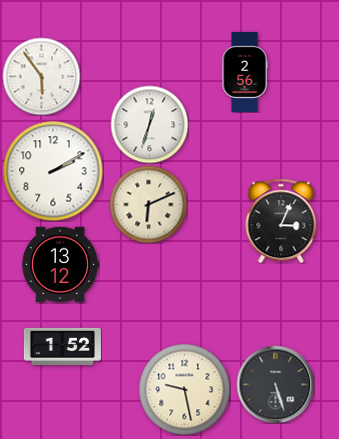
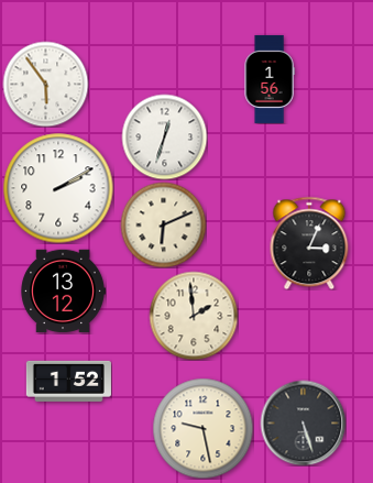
clock at (245, 72): 2:56 -> 1:56
clock at (60, 265) position: (60, 265) -> (63, 292)
clock at (194, 316): none -> 1:59
